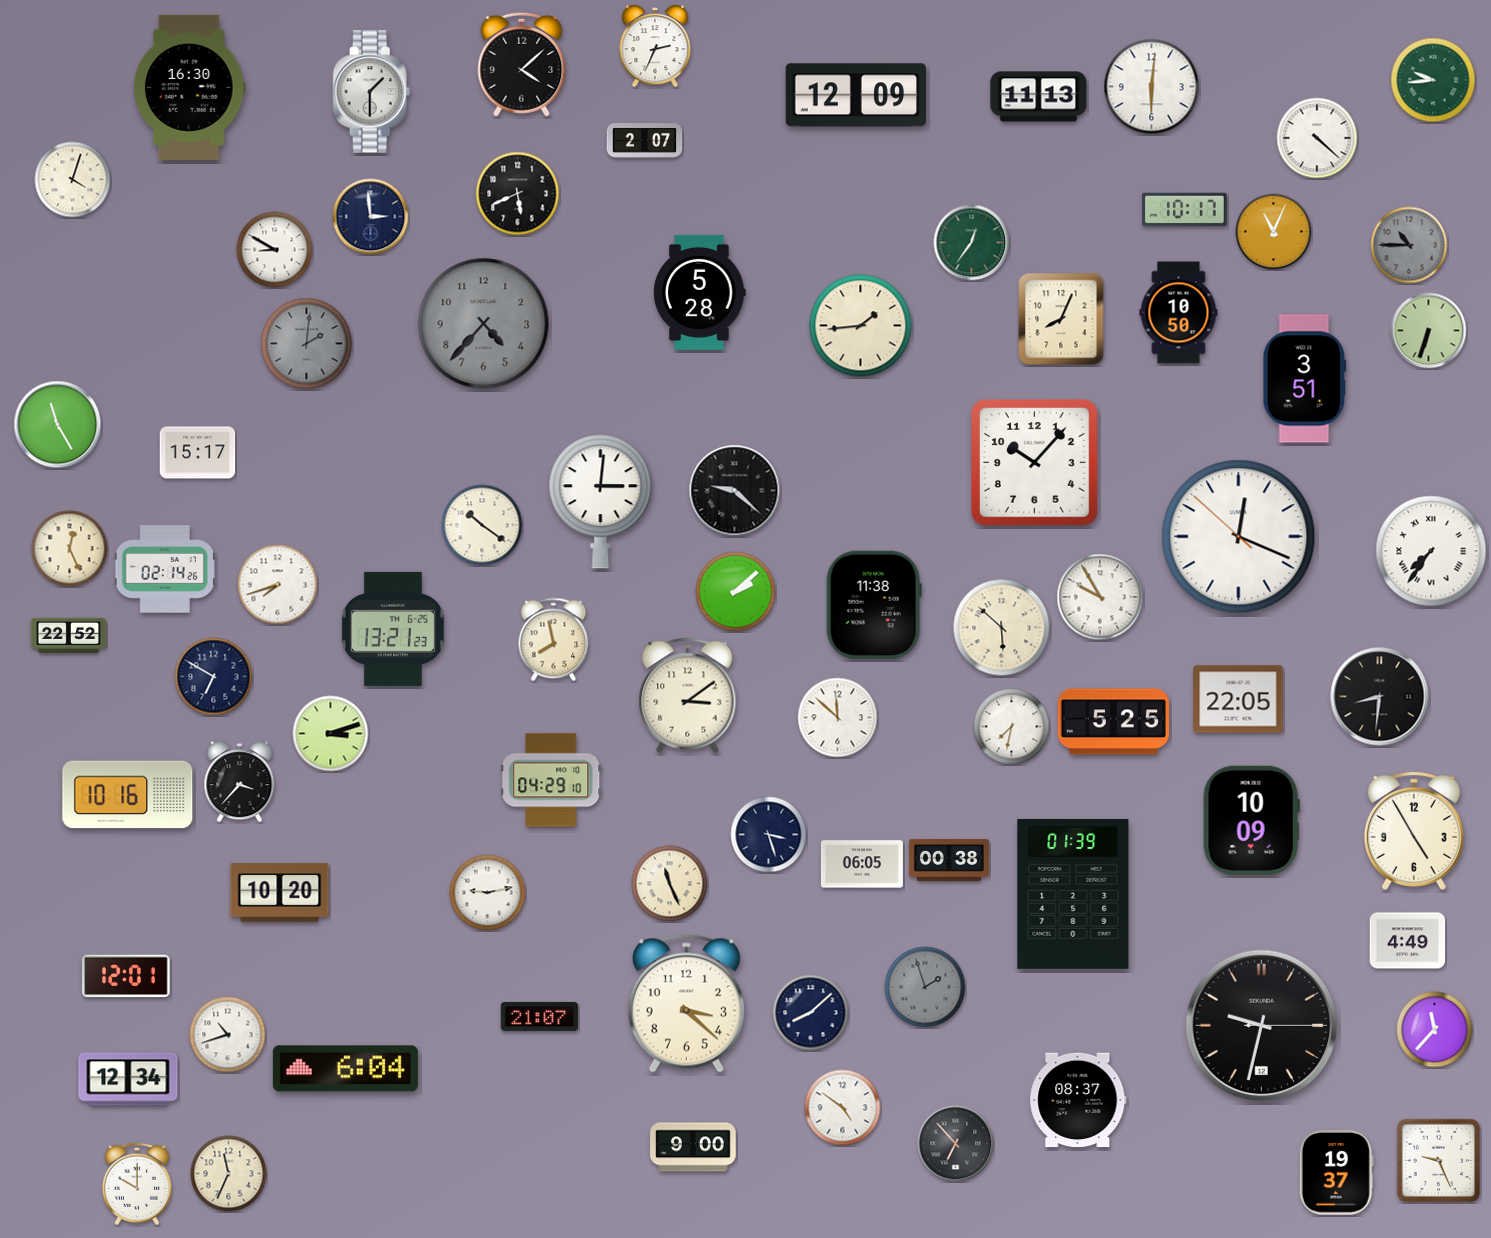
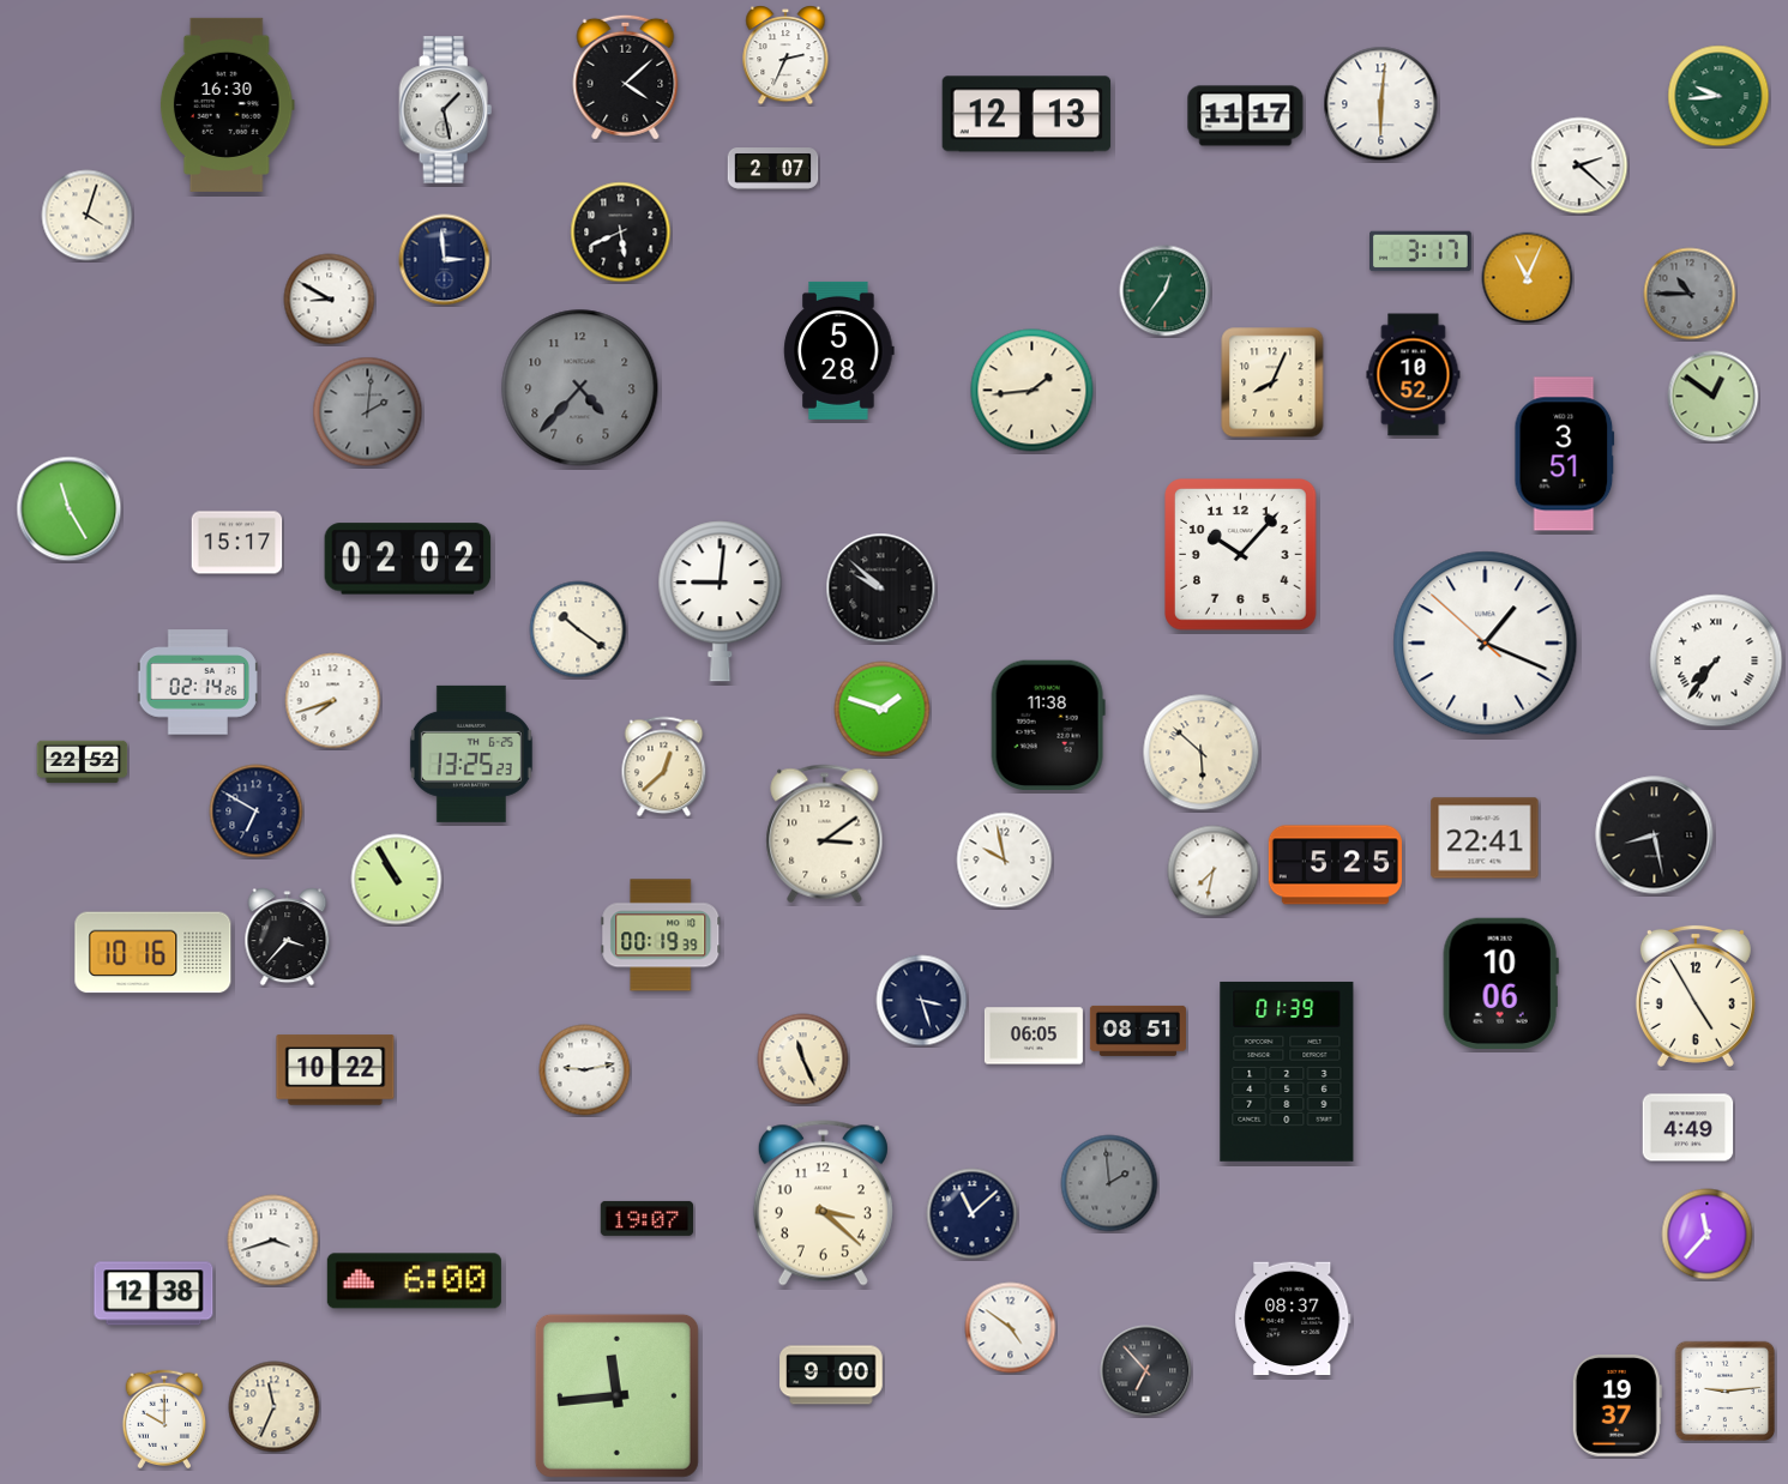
clock at (372, 92): 1:30 -> 1:28
clock at (856, 95): 12:09 -> 12:13
clock at (1039, 97): 11:13 -> 11:17
clock at (1317, 138): 4:22 -> 2:22
clock at (1185, 210): 10:17 -> 3:17
clock at (1179, 313): 10:50 -> 10:52
clock at (1429, 331): 6:33 -> 12:51
clock at (408, 559): none -> 02:02
clock at (735, 491): 9:22 -> 9:52
clock at (601, 502): 3:01 -> 9:01
clock at (1239, 537): 12:18 -> 1:18
clock at (70, 549): 12:26 -> none
clock at (736, 592): 2:08 -> 1:48
clock at (1100, 597): 9:55 -> none
clock at (393, 629): 13:21 -> 13:25
clock at (554, 640): 7:58 -> 12:38
clock at (1380, 697): 8:31 -> 8:28
clock at (1238, 699): 22:05 -> 22:41
clock at (838, 718): 11:52 -> 9:58
clock at (331, 734): 3:12 -> 10:55
clock at (551, 780): 04:29 -> 00:19
clock at (1251, 820): 10:09 -> 10:06
clock at (949, 860): 00:38 -> 08:51
clock at (280, 893): 10:20 -> 10:22
clock at (126, 976): 12:01 -> none
clock at (925, 987): 1:57 -> 1:59
clock at (811, 1013): 8:08 -> 11:08
clock at (540, 1016): 21:07 -> 19:07
clock at (1262, 1026): 9:32 -> none
clock at (1435, 1030) position: (1435, 1030) -> (1708, 1235)
clock at (228, 1035): 10:42 -> 3:42
clock at (345, 1069): 6:04 -> 6:00
clock at (128, 1079): 12:34 -> 12:38
clock at (1439, 1161): 9:26 -> 9:14
clock at (616, 1395): none -> 11:44
clock at (1336, 1173) position: (1336, 1173) -> (1617, 1406)
